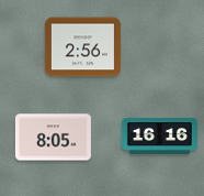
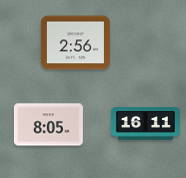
clock at (159, 137): 16:16 -> 16:11
